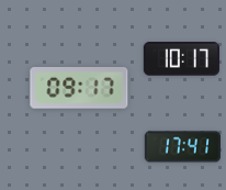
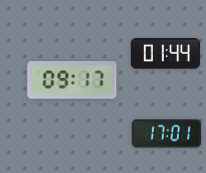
clock at (181, 59): 10:17 -> 01:44
clock at (182, 147): 17:41 -> 17:01
